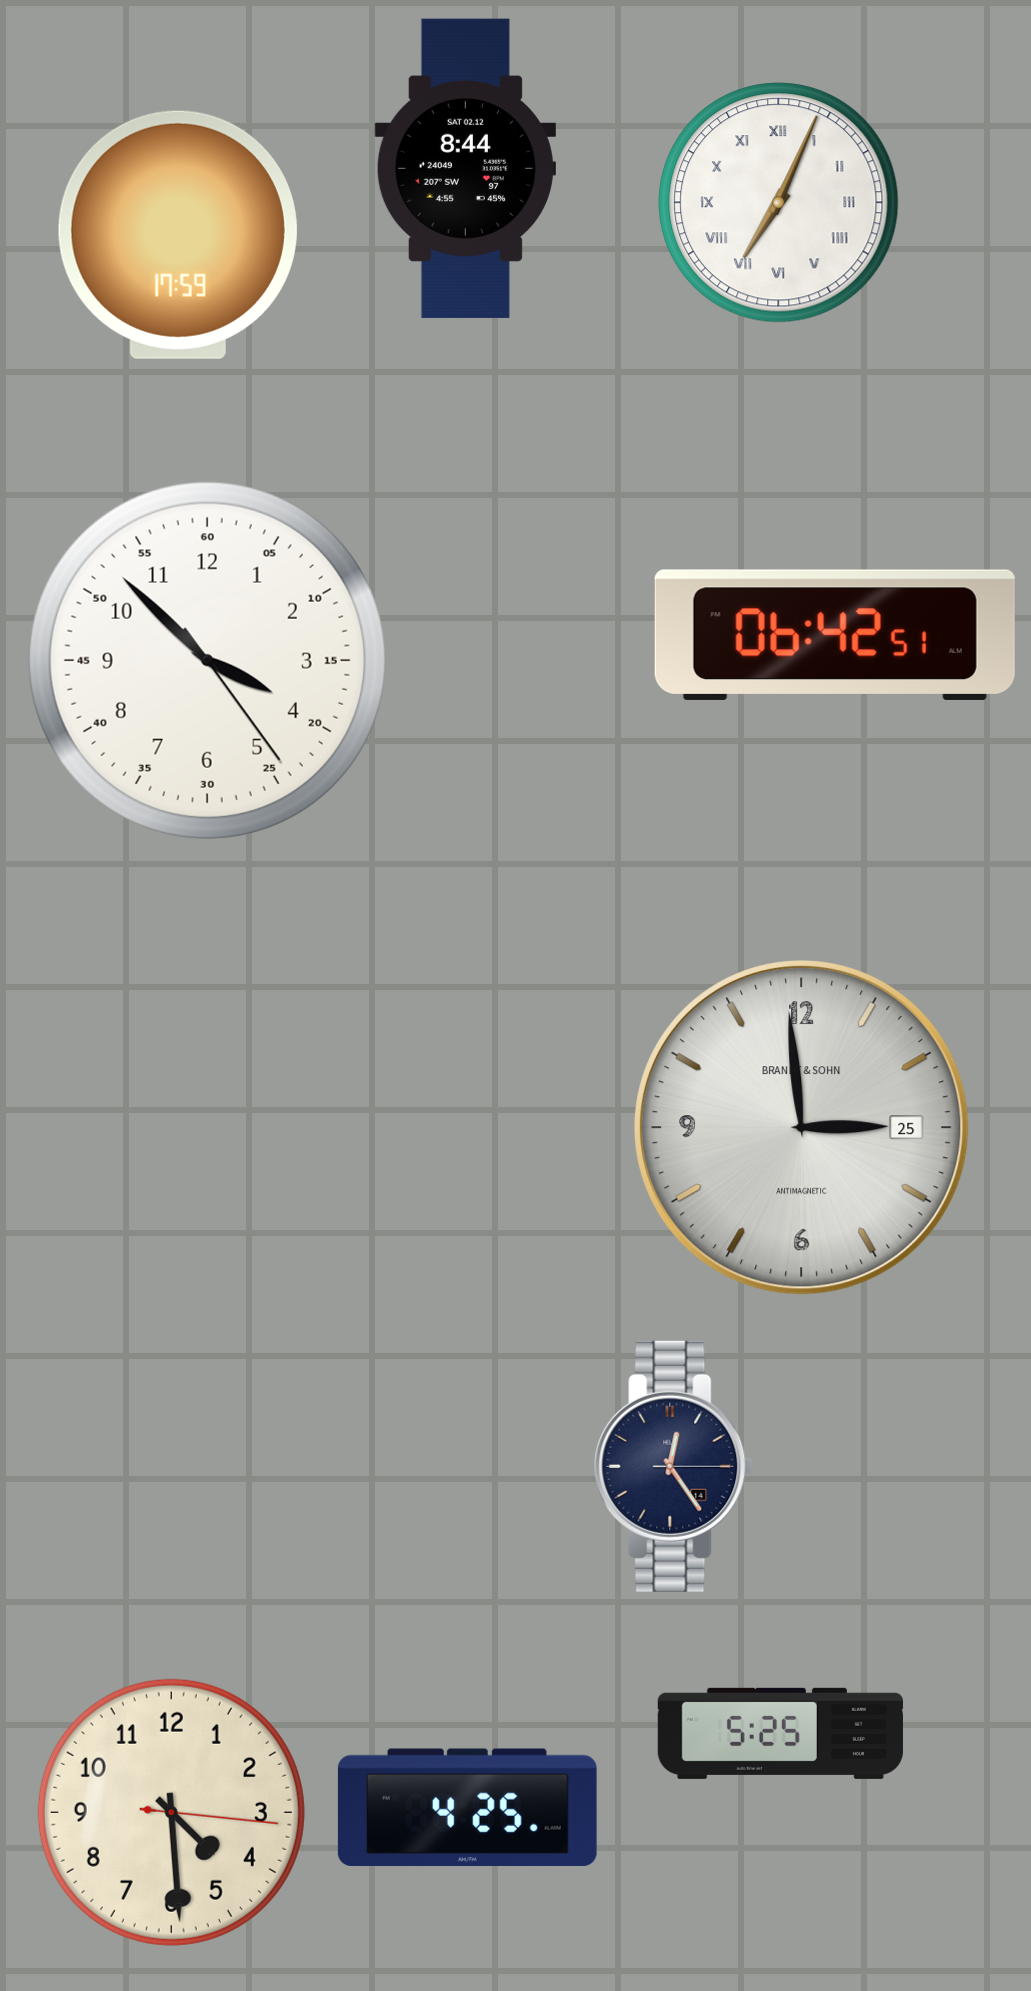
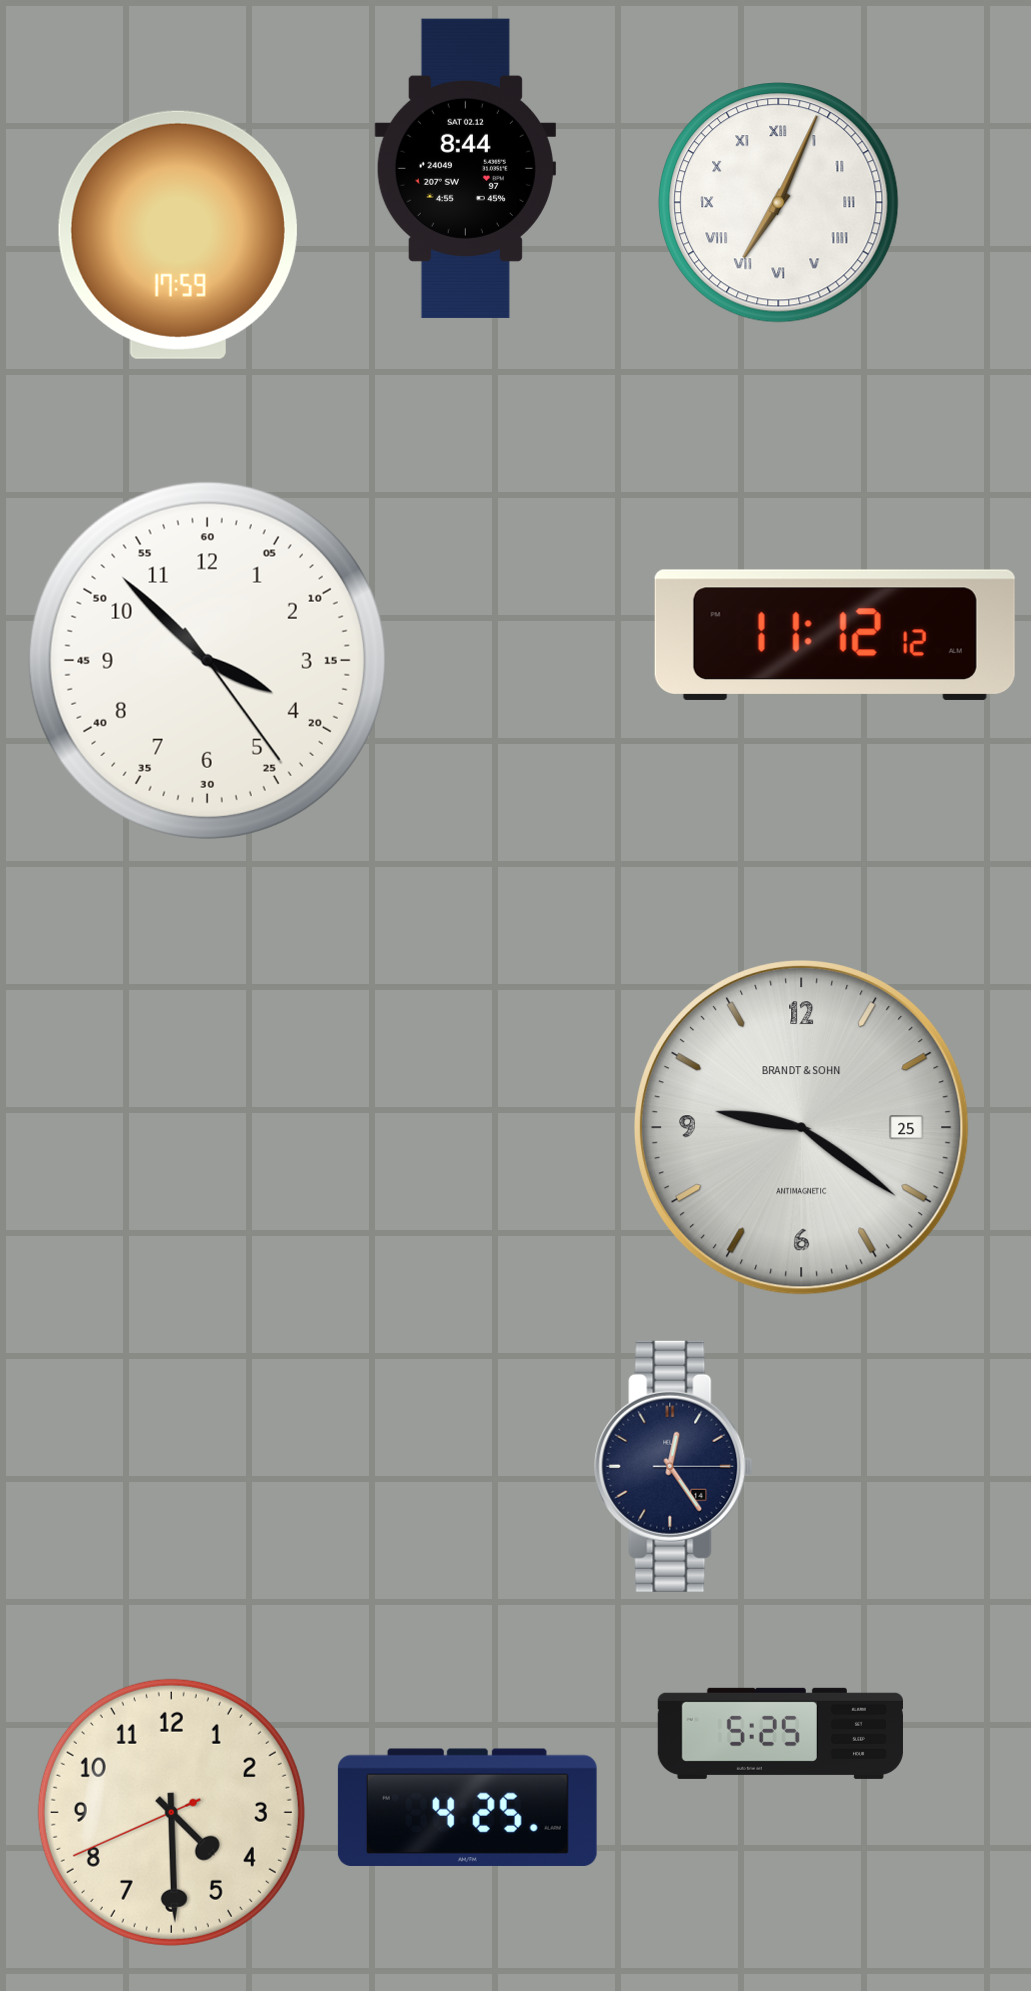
clock at (835, 635): 06:42 -> 11:12
clock at (802, 1128): 2:59 -> 9:21
clock at (171, 1812): 4:29:16 -> 4:29:41
